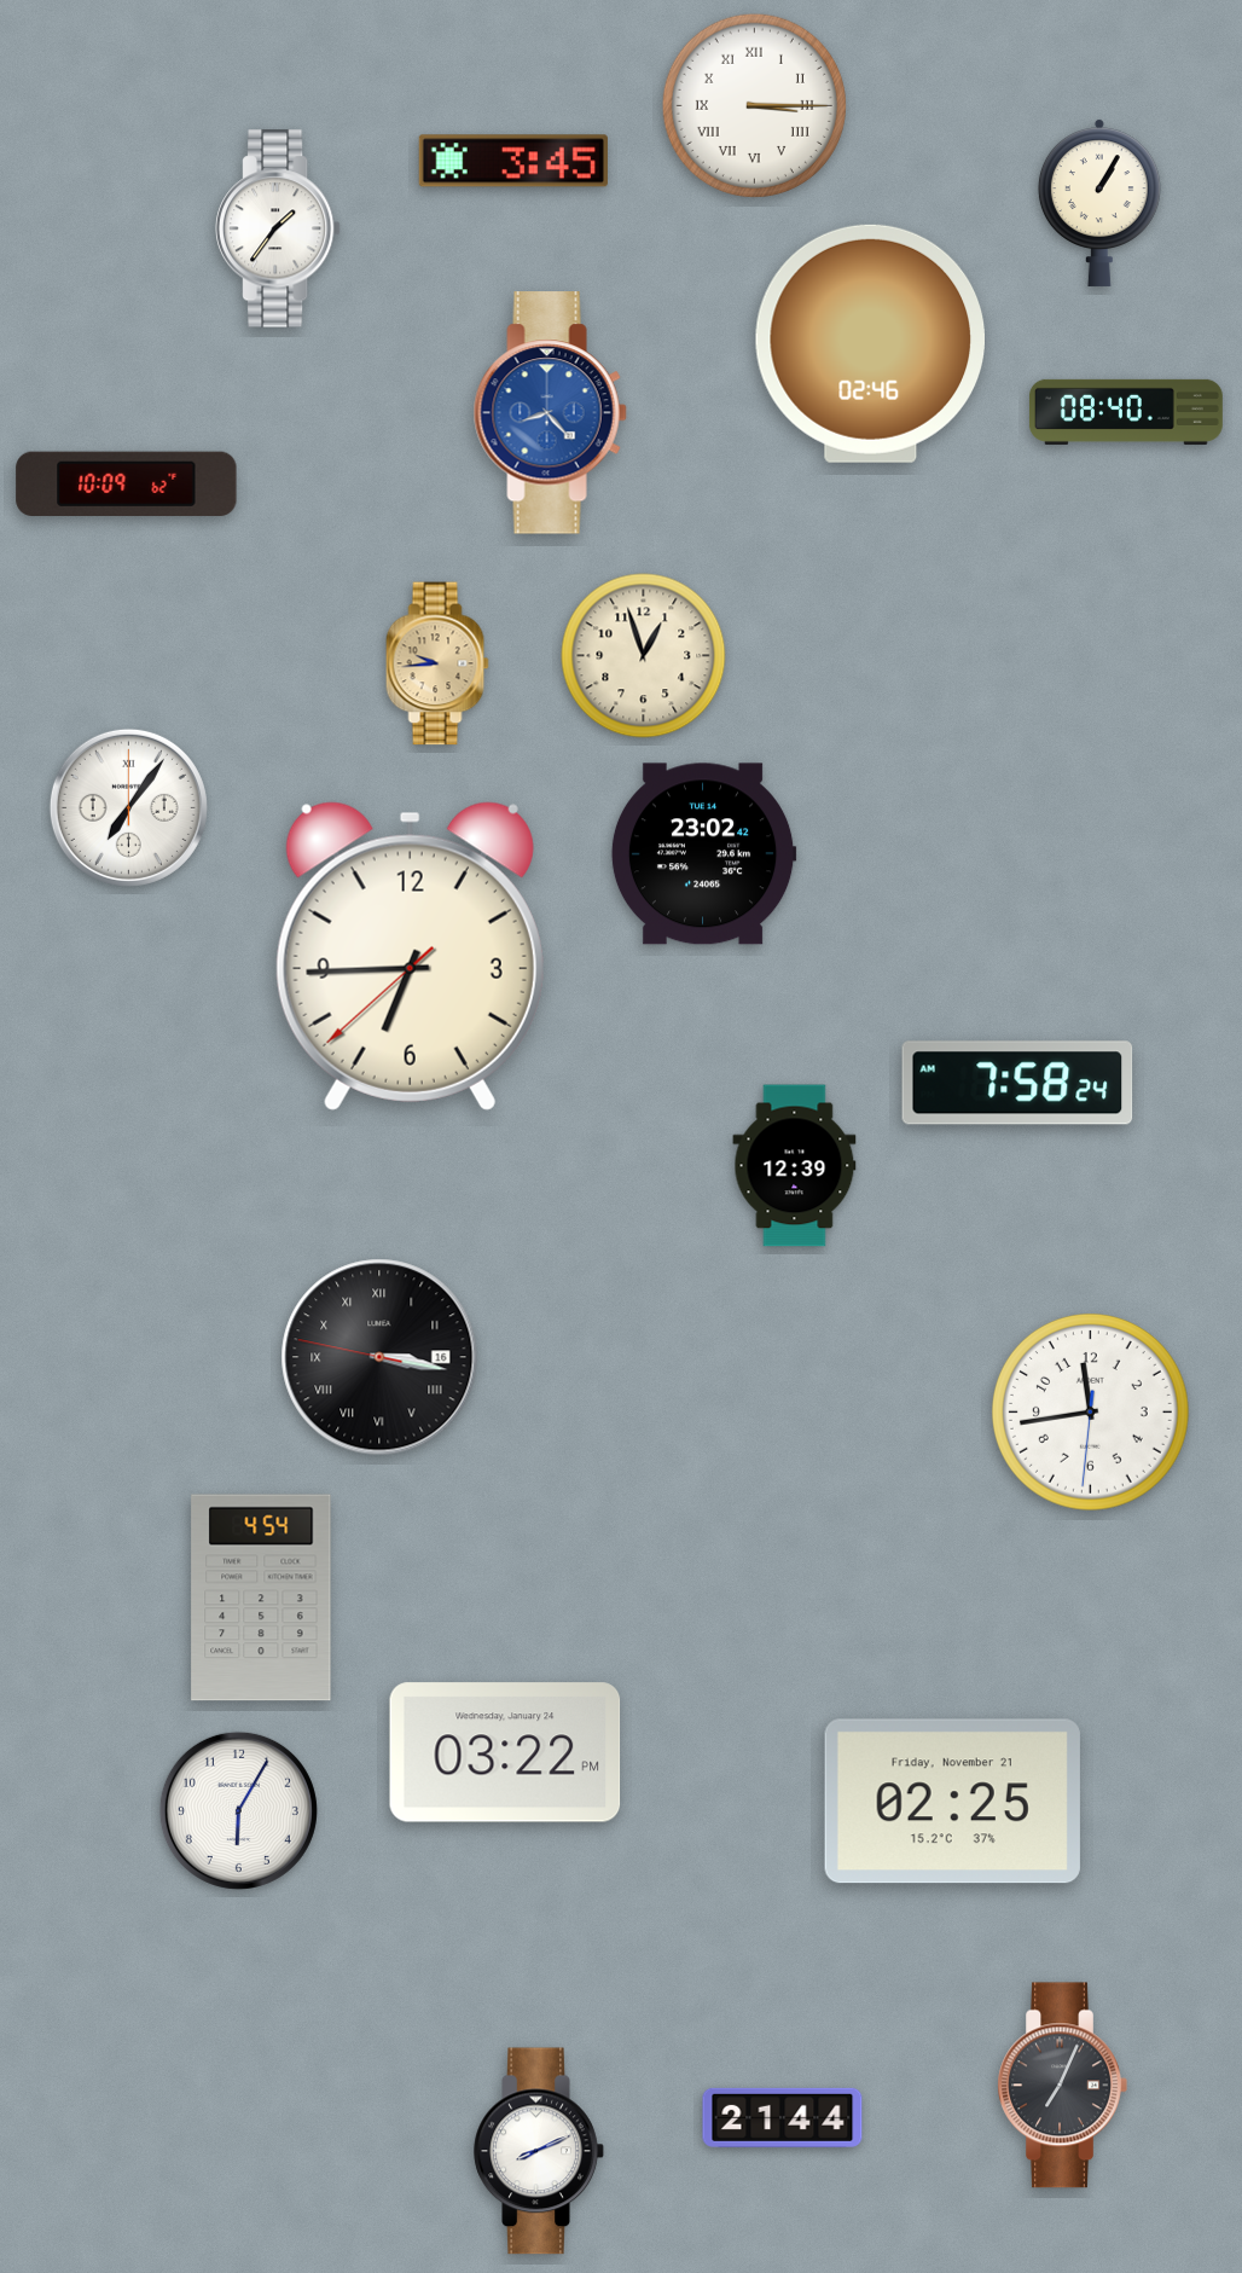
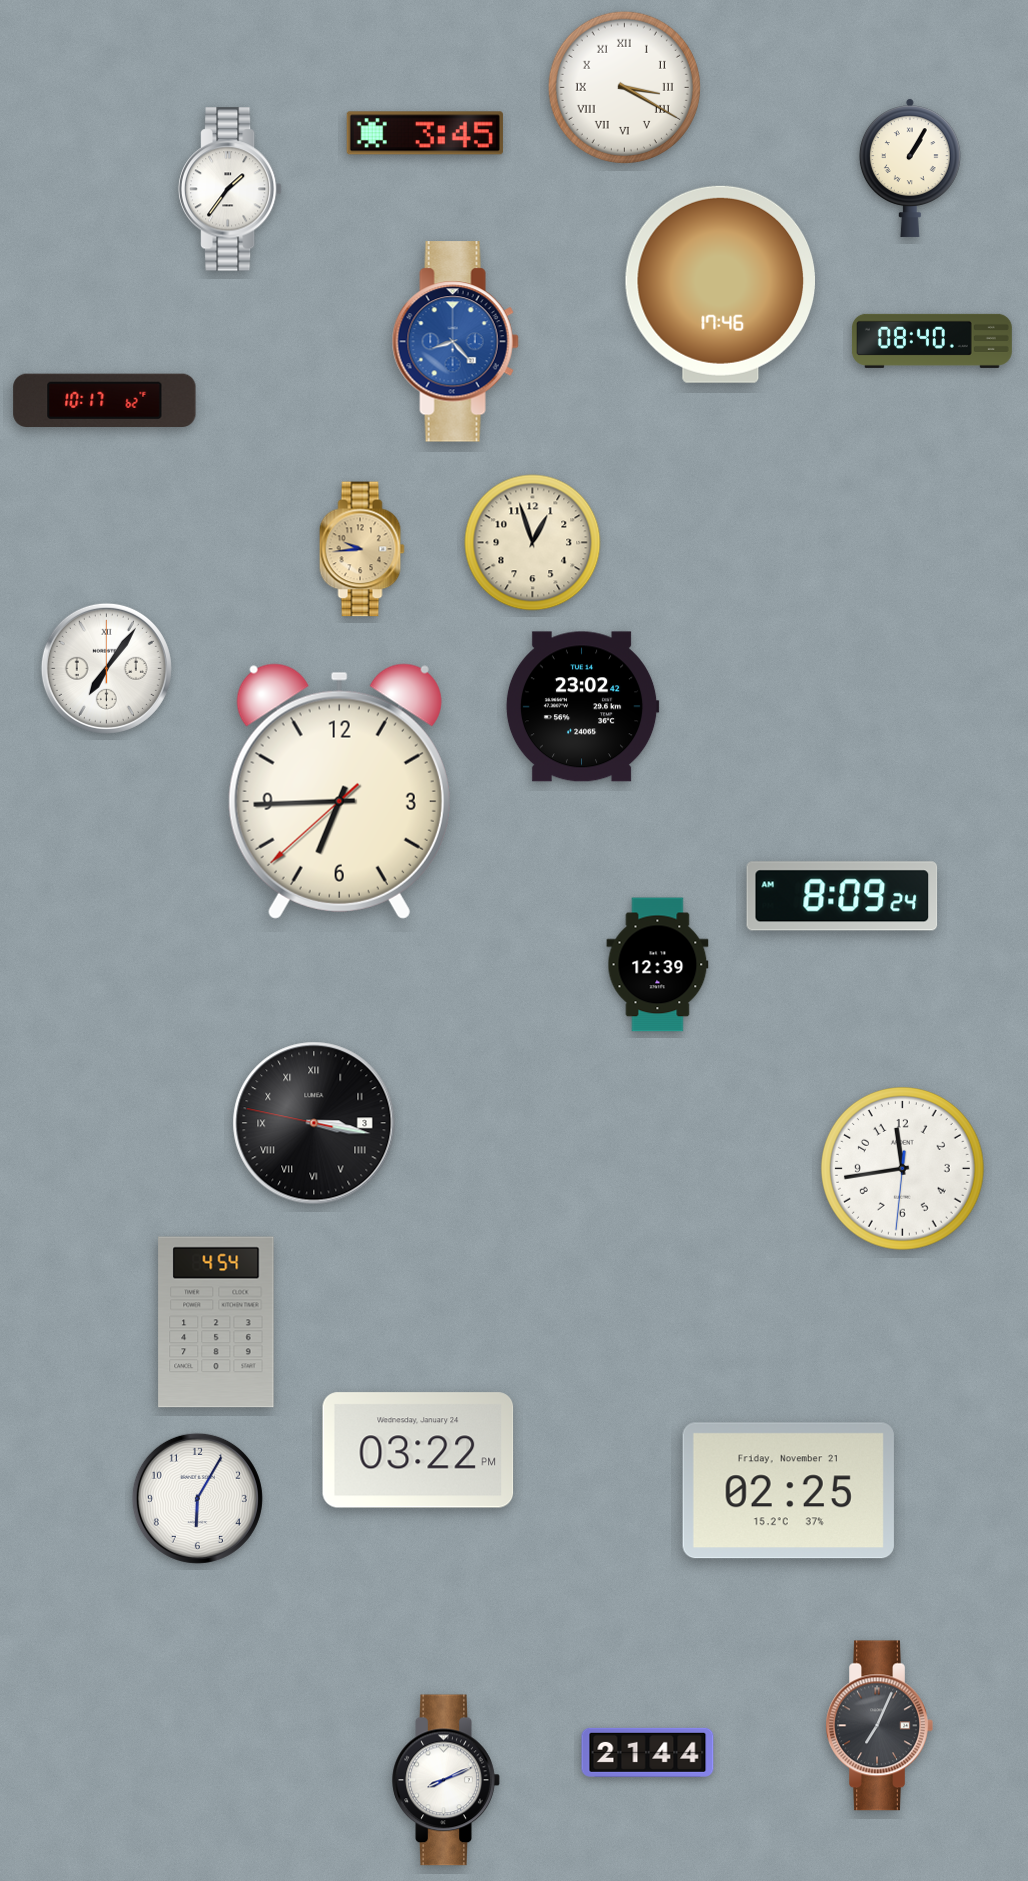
clock at (754, 105): 3:15 -> 3:20
clock at (870, 343): 02:46 -> 17:46
clock at (127, 483): 10:09 -> 10:17
clock at (1017, 1083): 7:58 -> 8:09
clock at (379, 1357) date: 16 -> 3
